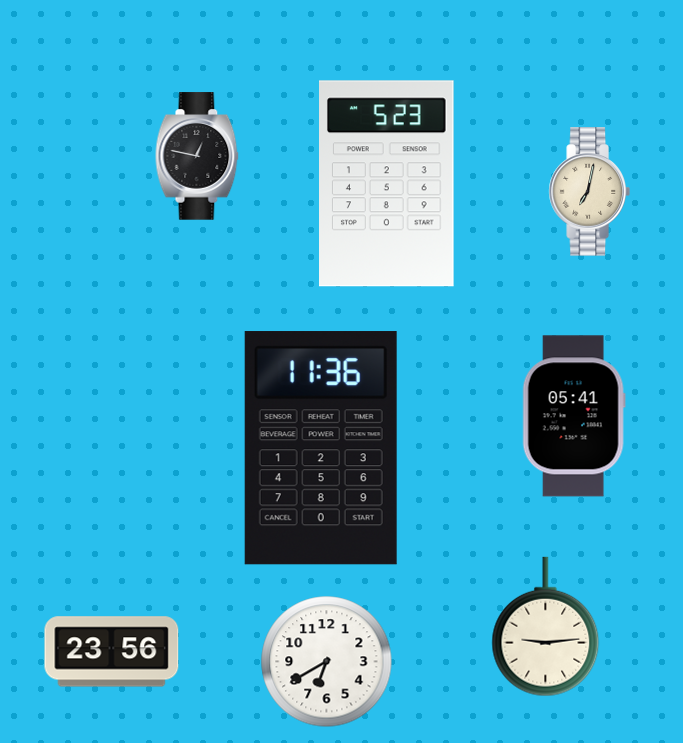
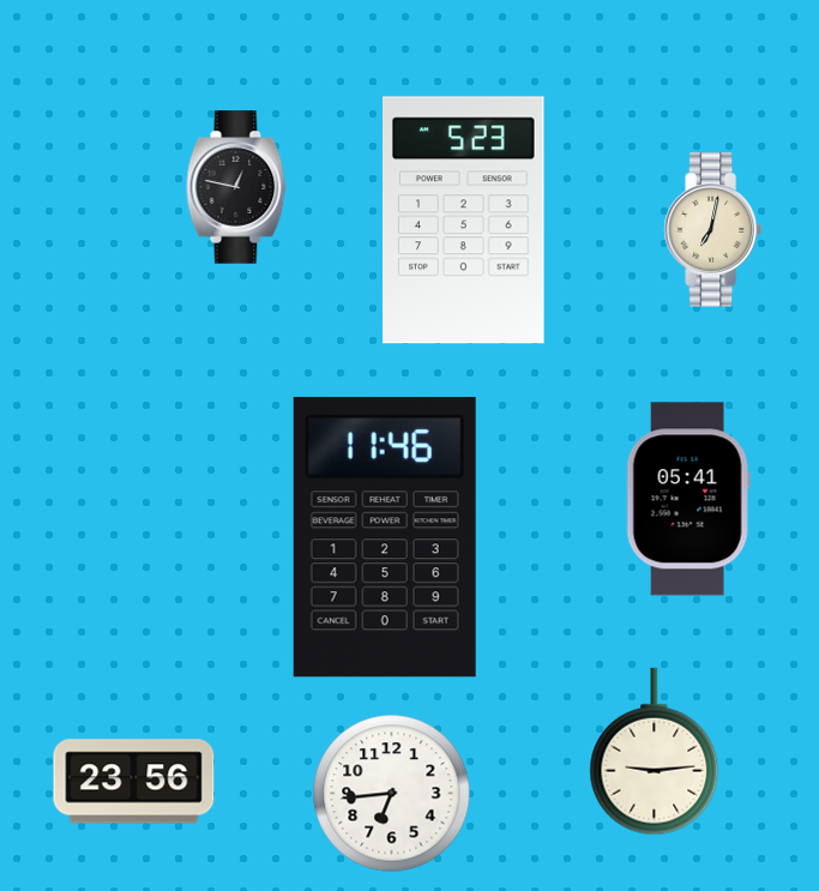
clock at (589, 192) position: (589, 192) -> (712, 230)
clock at (321, 448): 11:36 -> 11:46
clock at (327, 662): 6:40 -> 6:44
